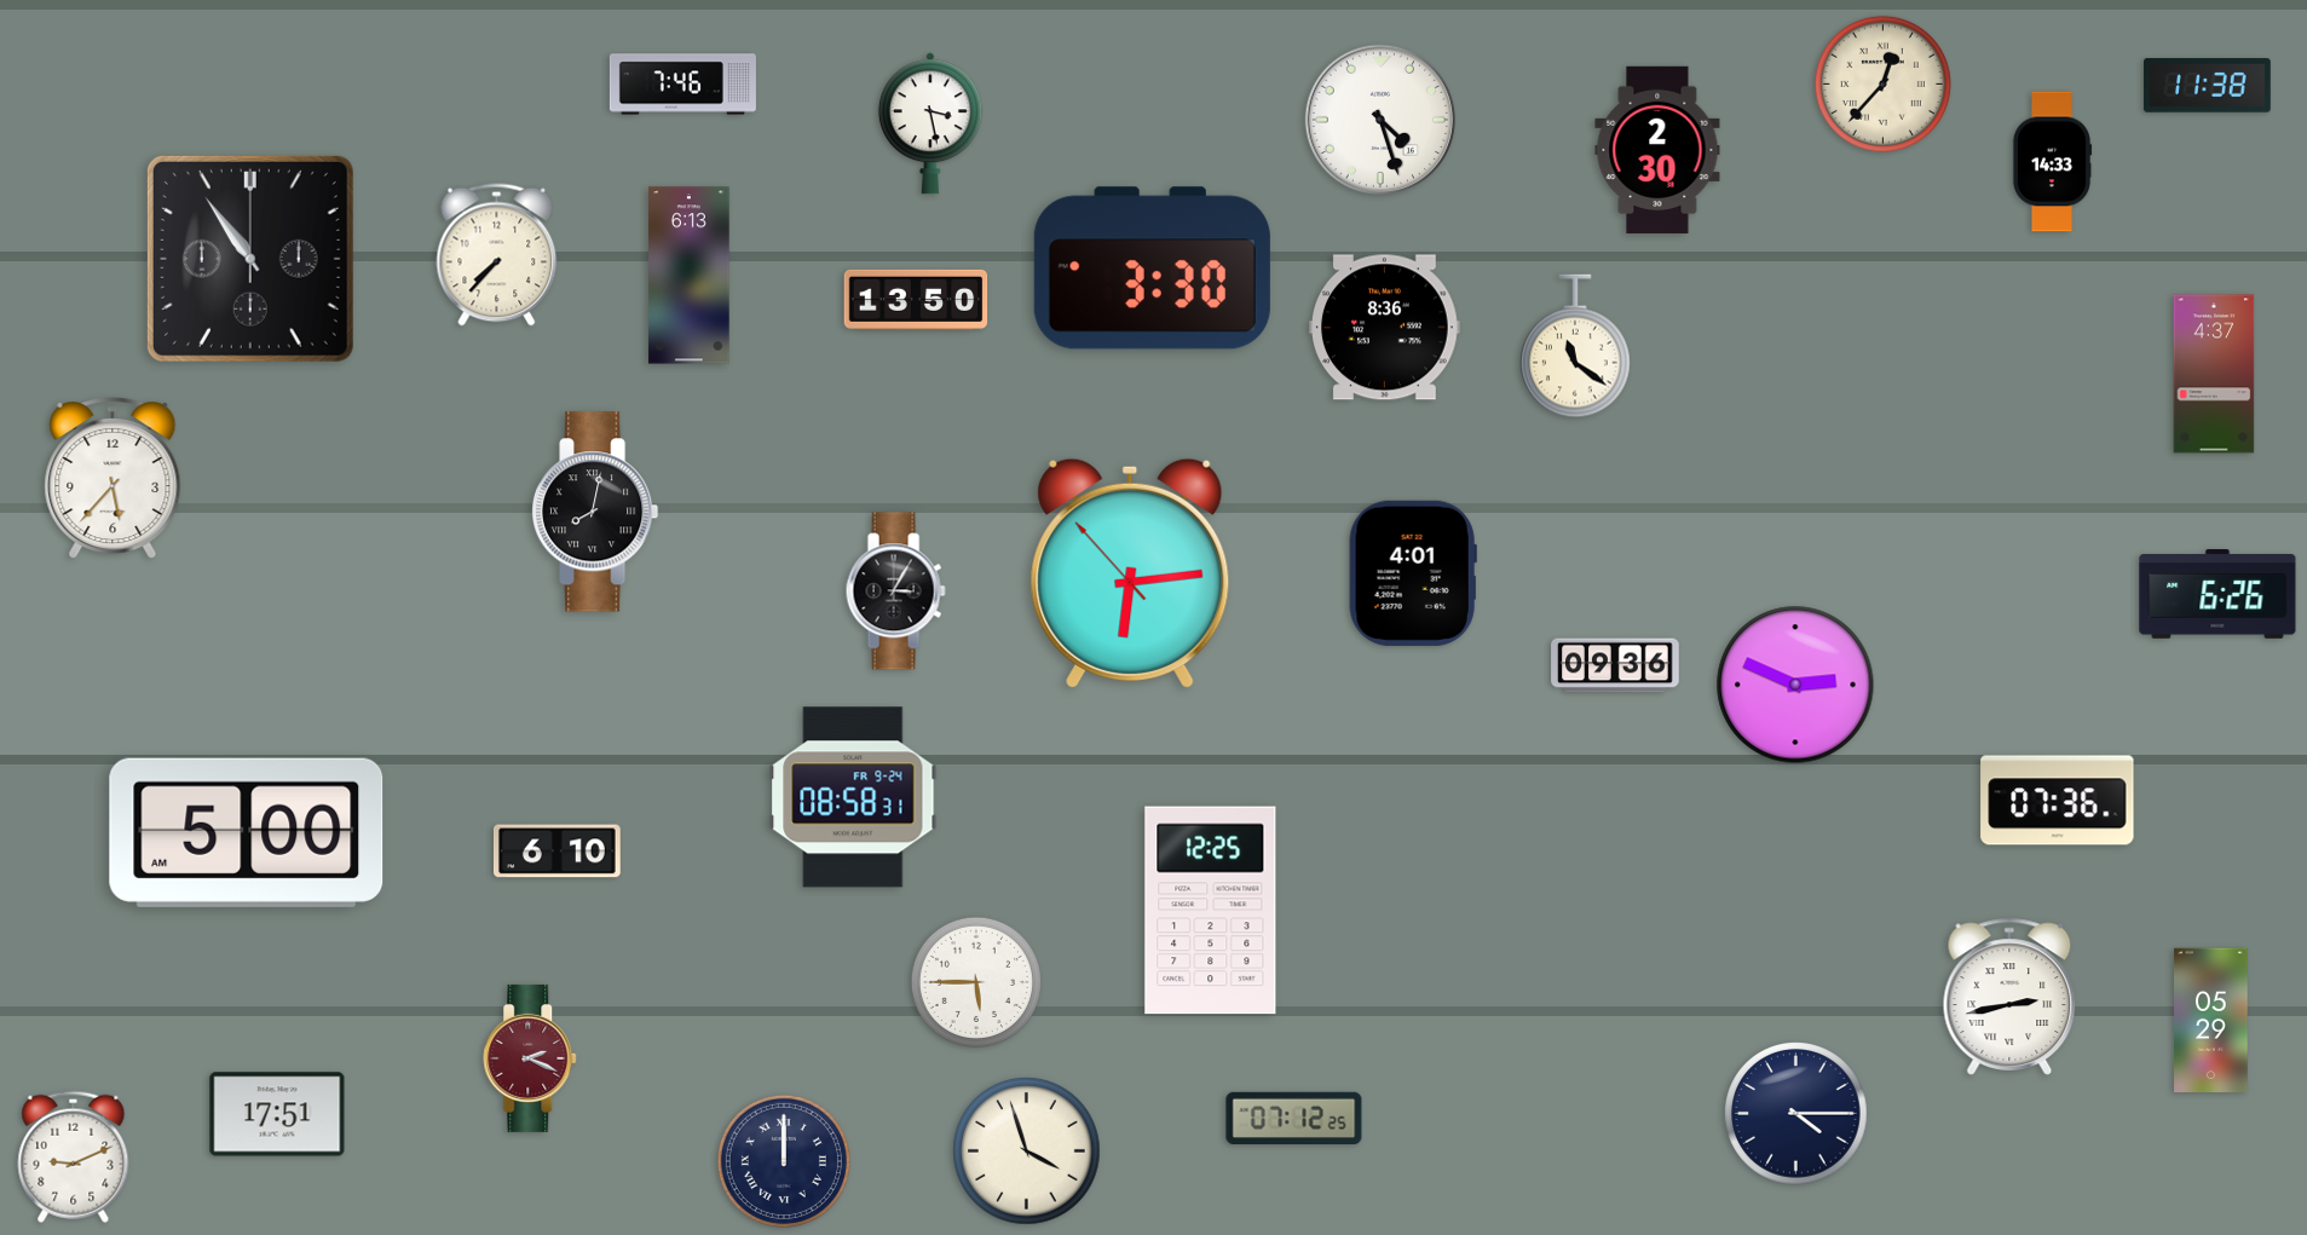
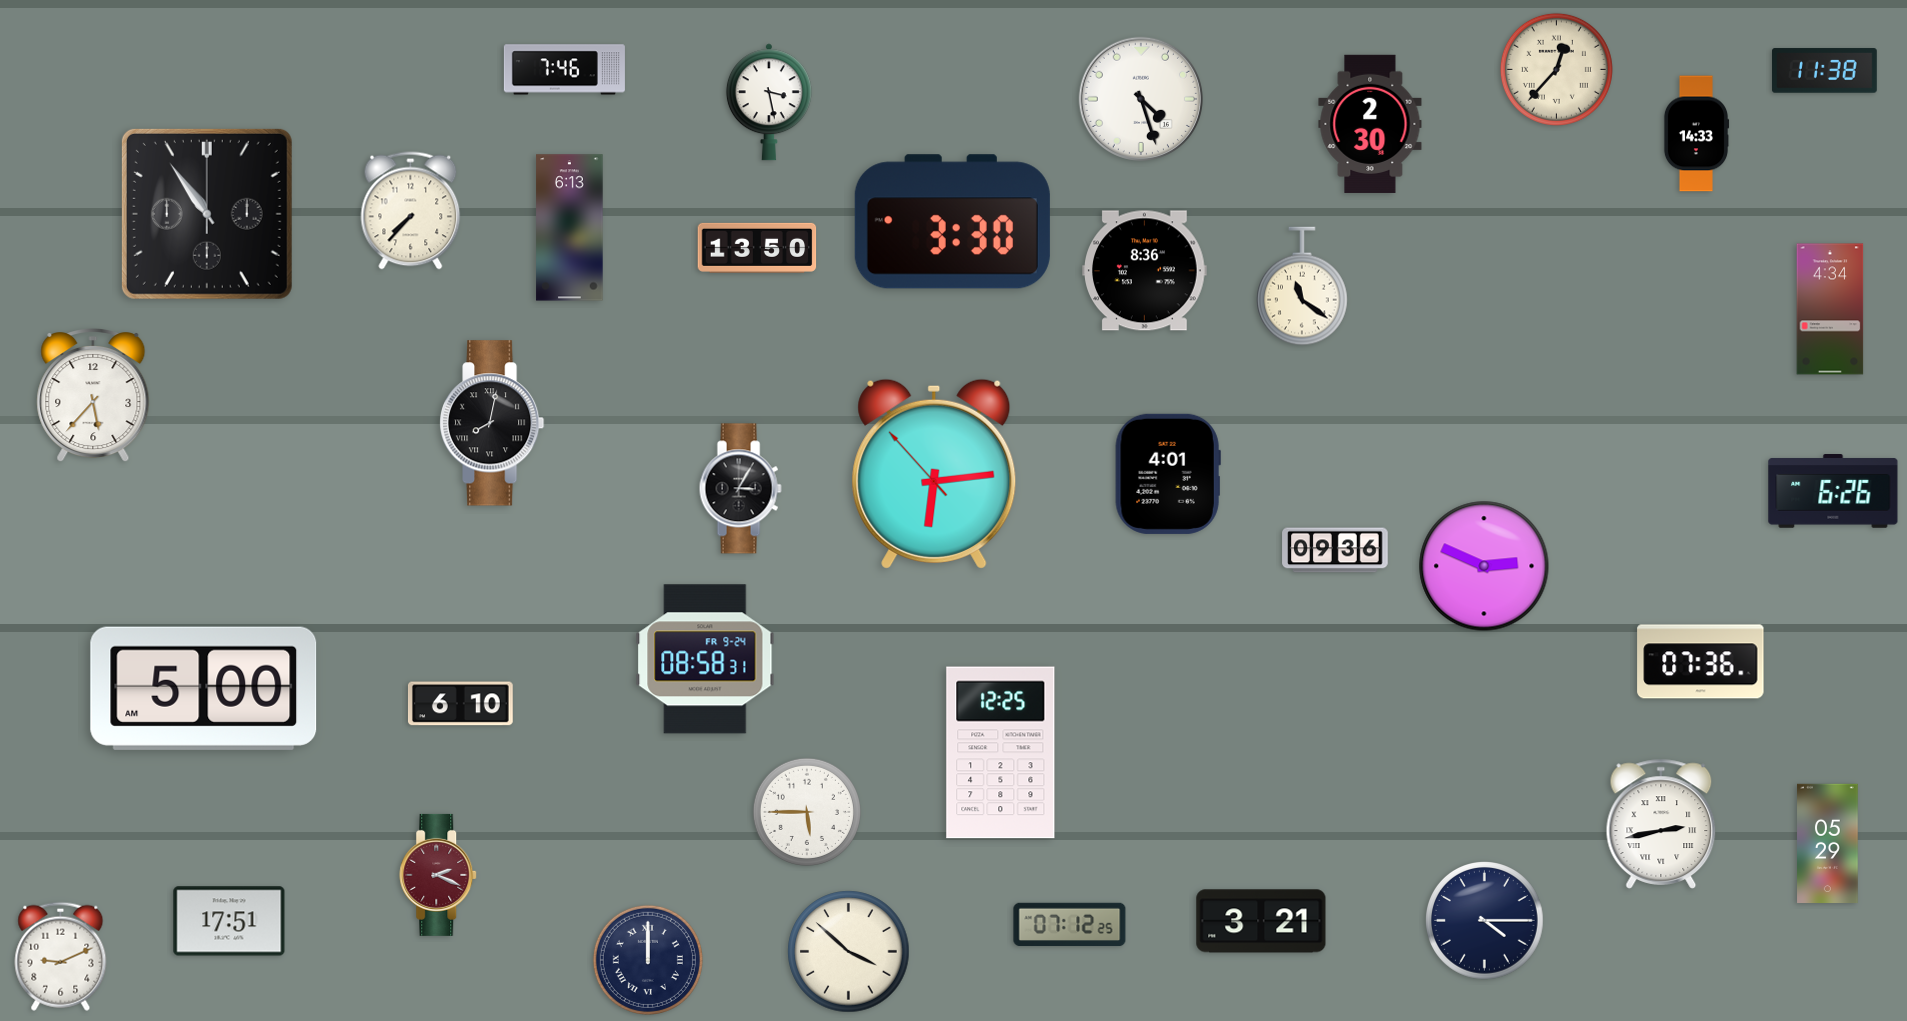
clock at (2214, 374): 4:37 -> 4:34
clock at (1261, 921): none -> 3:21
clock at (1027, 1152): 3:57 -> 3:52
